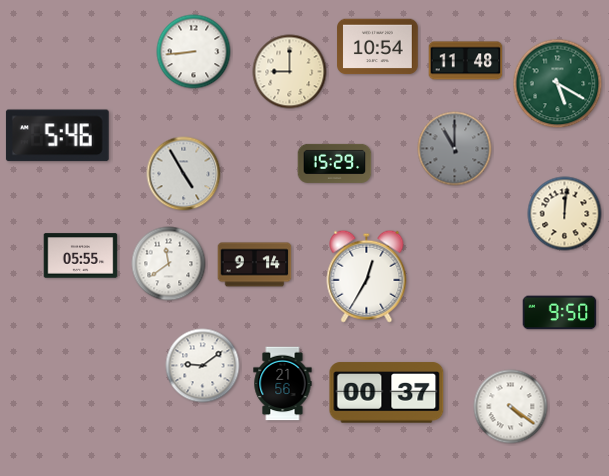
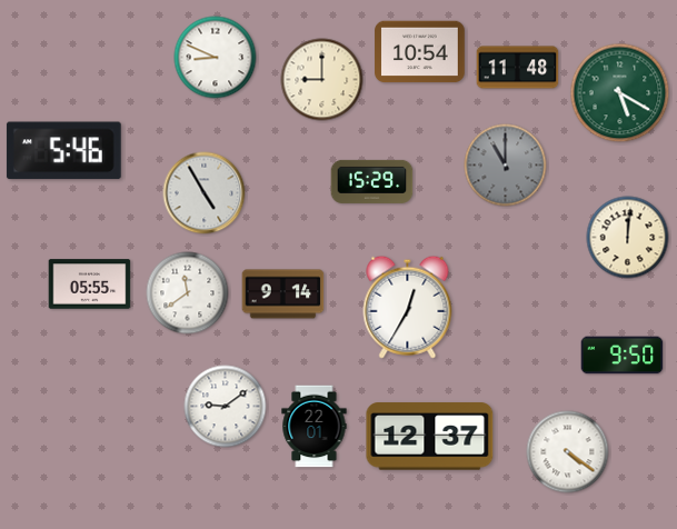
clock at (194, 52): 8:44 -> 8:49
clock at (560, 313) position: (560, 313) -> (623, 356)
clock at (283, 384): 21:56 -> 22:01
clock at (387, 393): 00:37 -> 12:37
